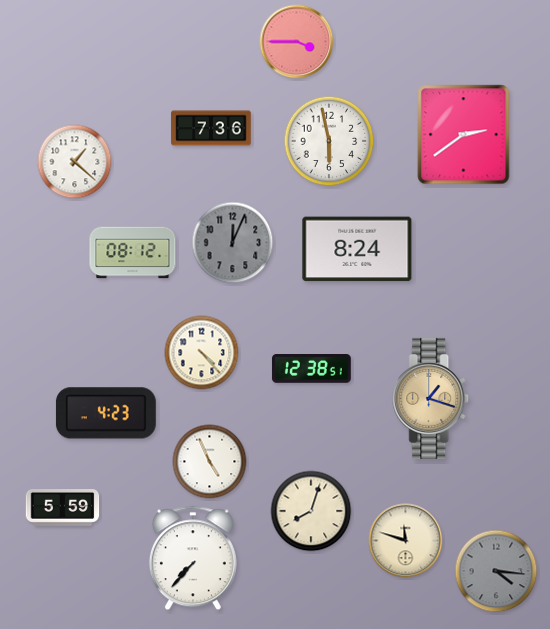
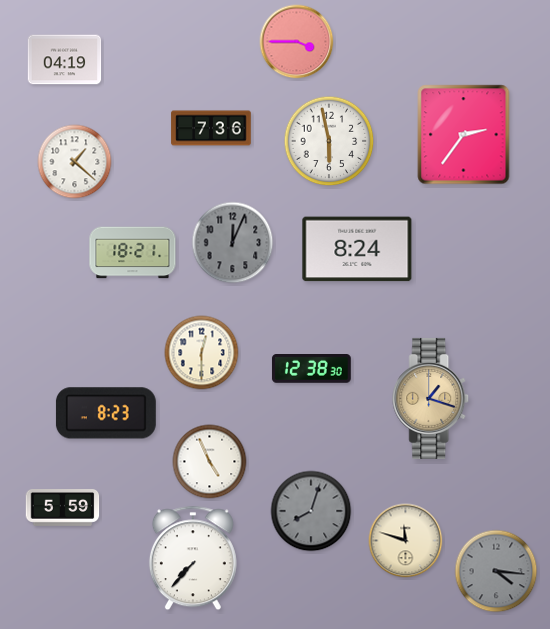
clock at (65, 60): none -> 04:19
clock at (464, 135): 2:39 -> 2:36
clock at (133, 253): 08:12 -> 18:21
clock at (202, 353): 4:23 -> 12:30
clock at (312, 369): 12:38:51 -> 12:38:30
clock at (106, 413): 4:23 -> 8:23
clock at (311, 511) dial: cream -> grey
